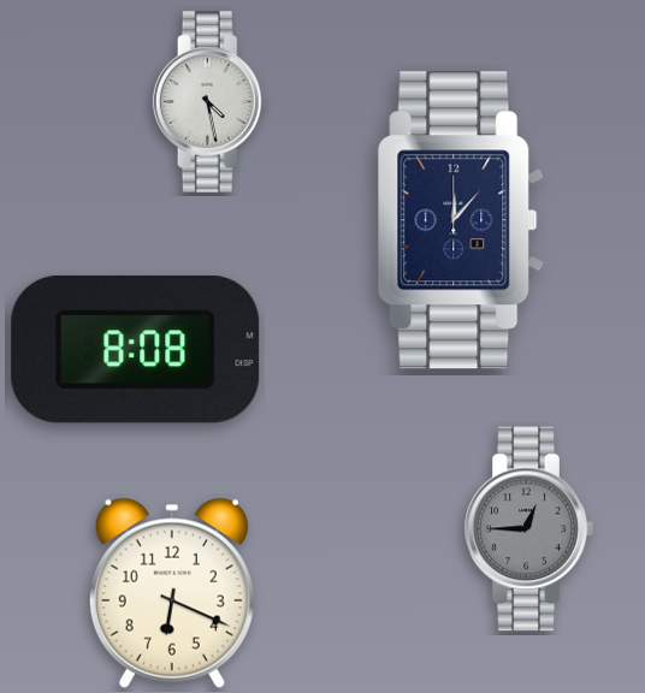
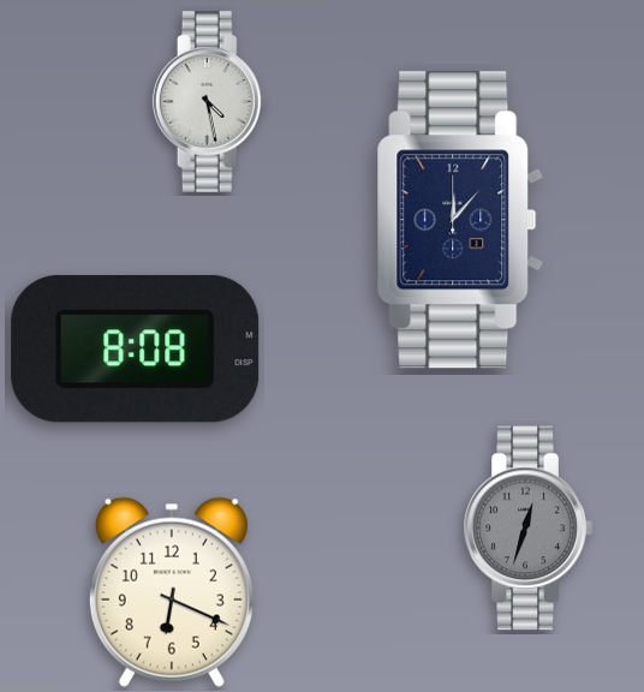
clock at (528, 529): 12:45 -> 12:33
